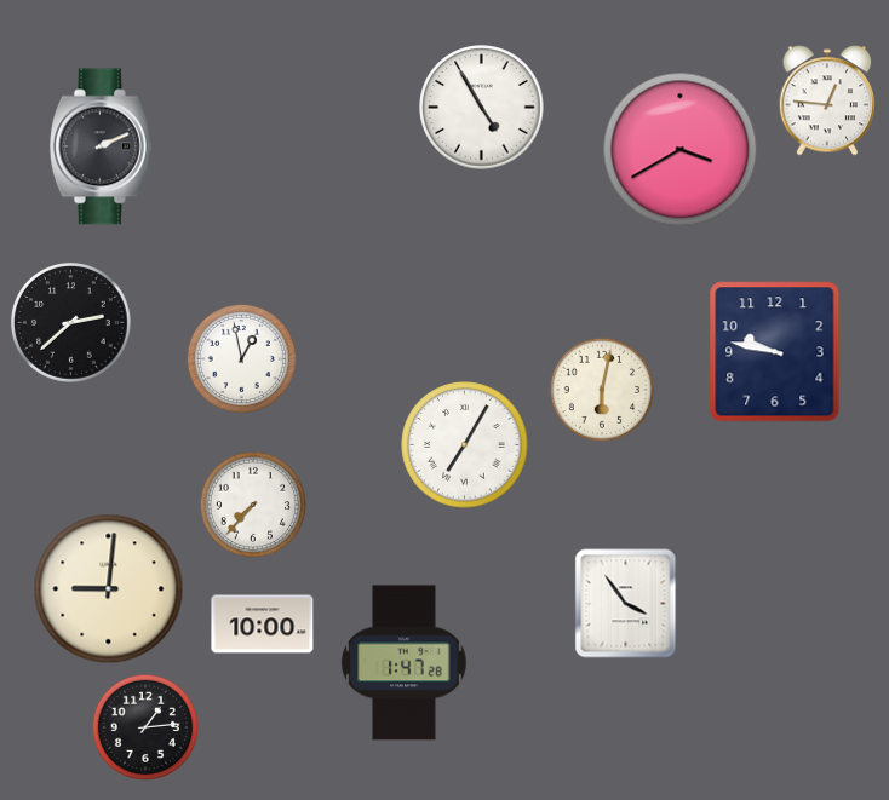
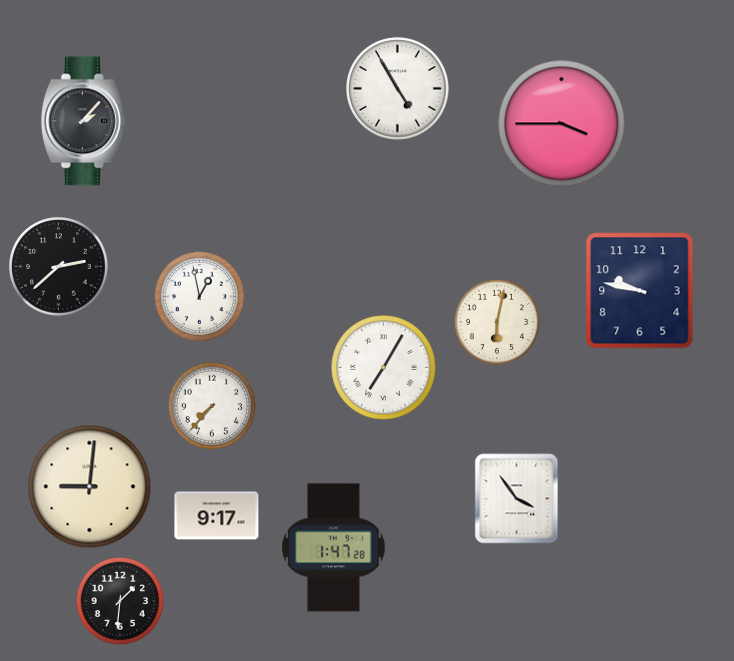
clock at (827, 100): 12:46 -> none
clock at (101, 146): 2:11 -> 2:07
clock at (681, 150): 3:40 -> 3:45
clock at (252, 503) position: (252, 503) -> (211, 405)
clock at (263, 625): 10:00 -> 9:17
clock at (144, 726): 1:14 -> 1:31
